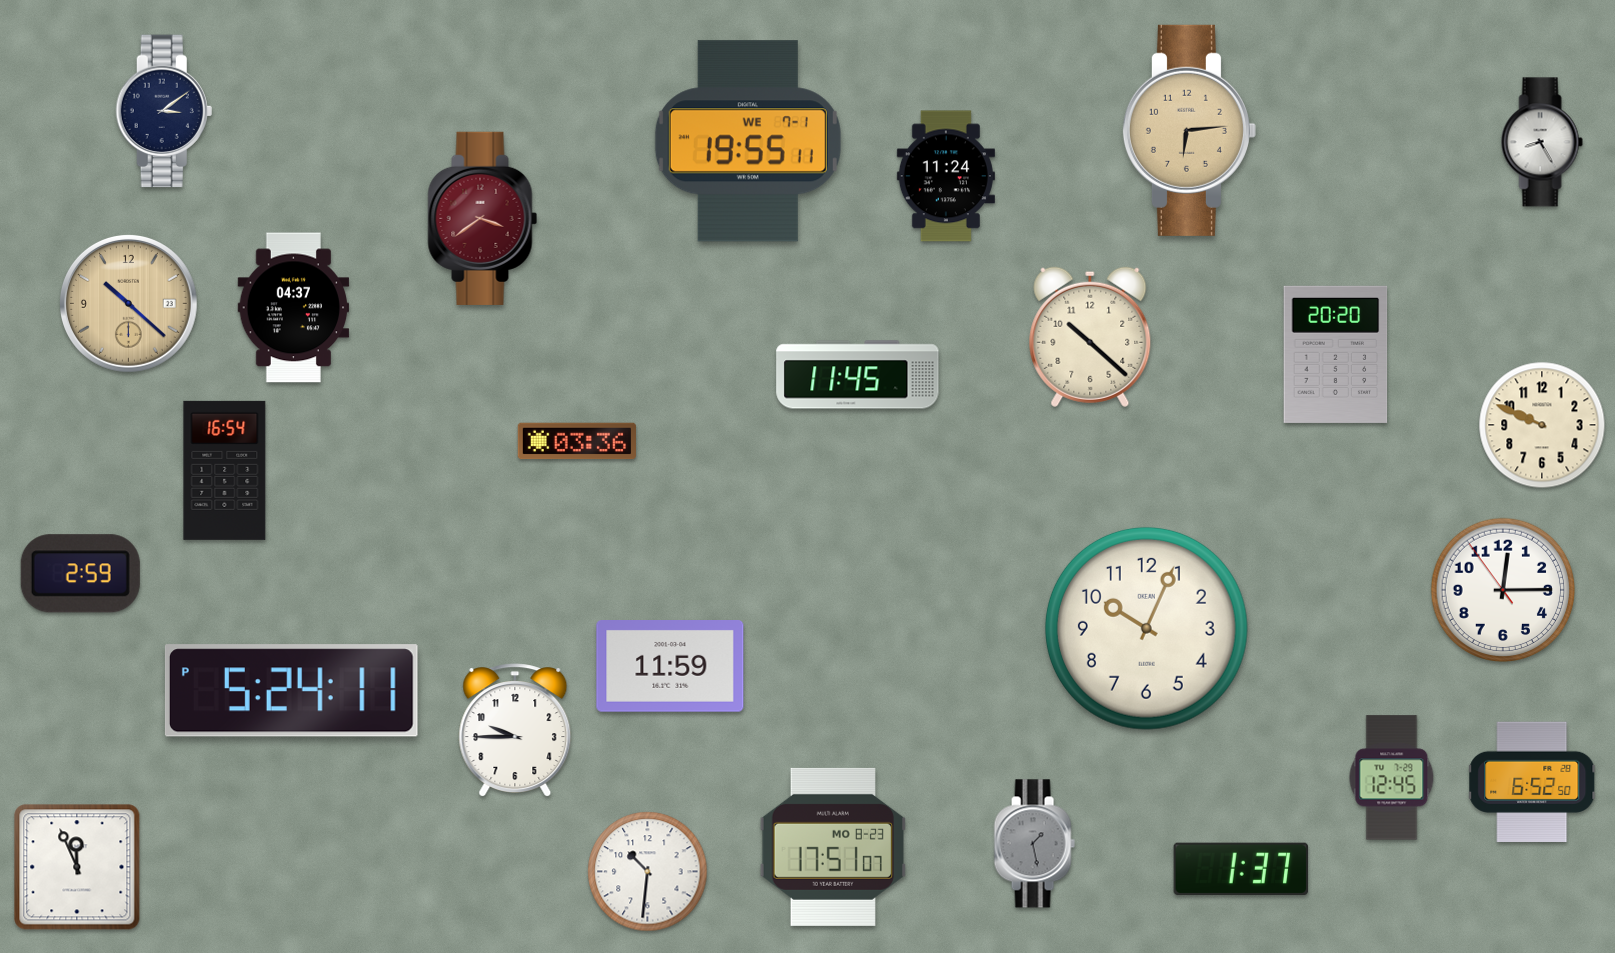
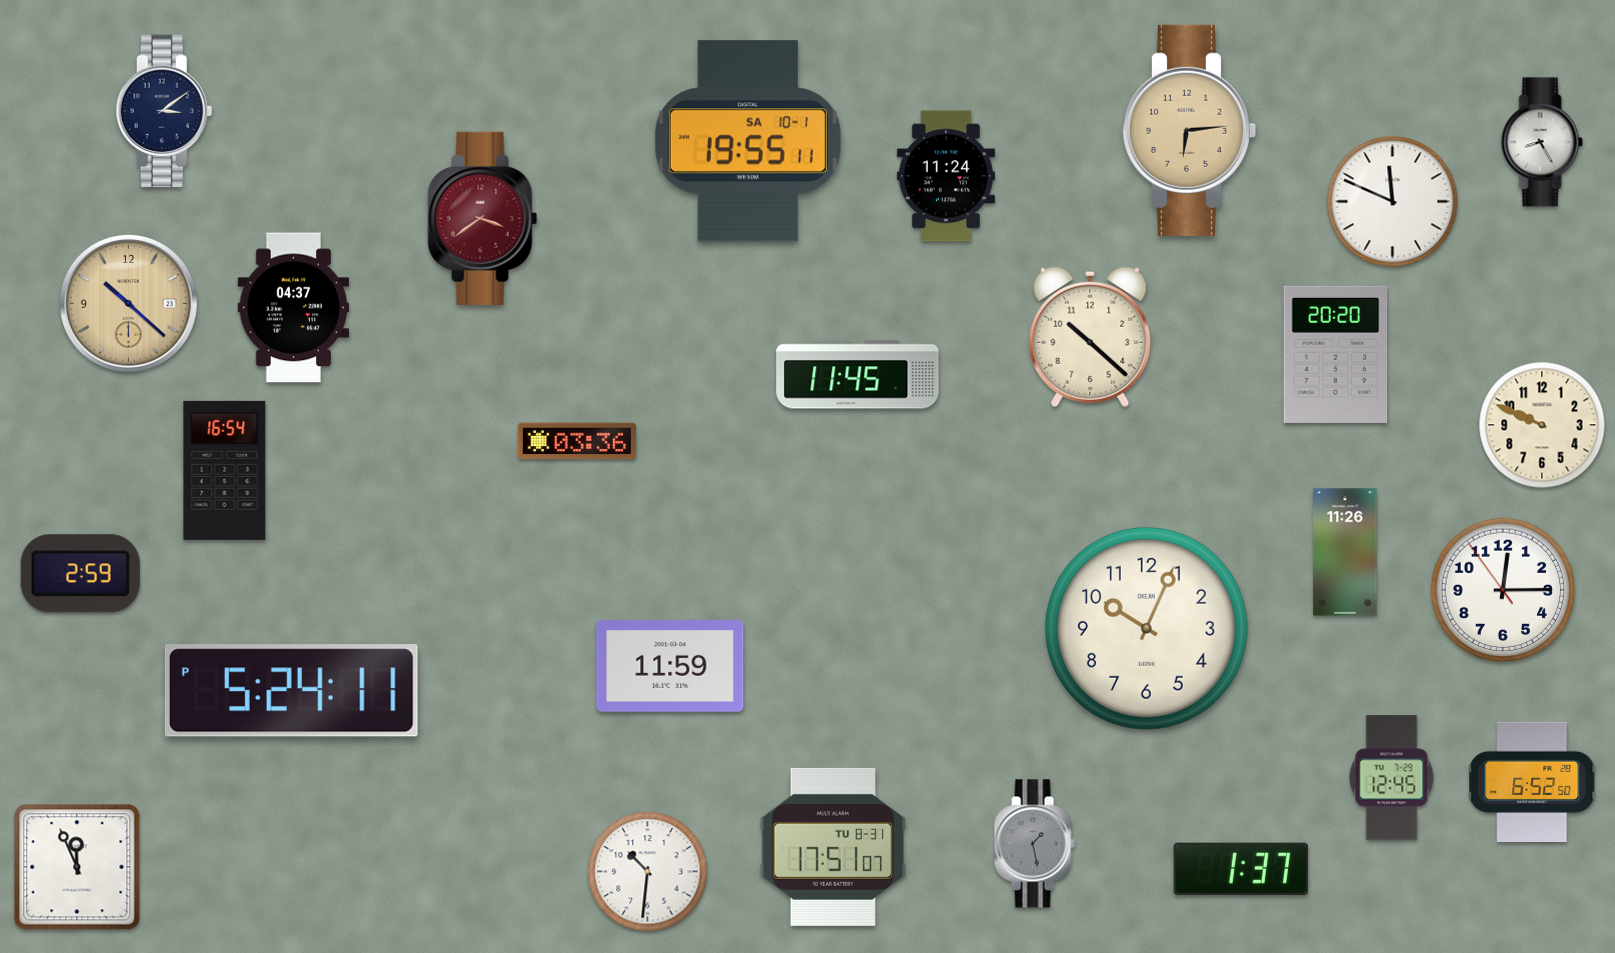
clock at (748, 141) date: WE 7-1 -> SA 10-1
clock at (1393, 202): none -> 11:49
clock at (1345, 552): none -> 11:26
clock at (515, 730): 9:45 -> none
clock at (832, 847) date: MO 8-23 -> TU 8-31
